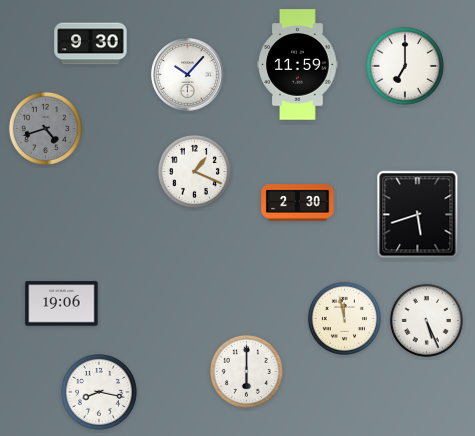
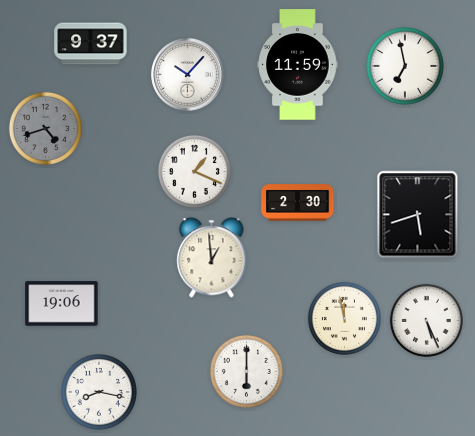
clock at (91, 44): 9:30 -> 9:37
clock at (406, 67): 7:00 -> 6:58
clock at (212, 258): none -> 12:59
